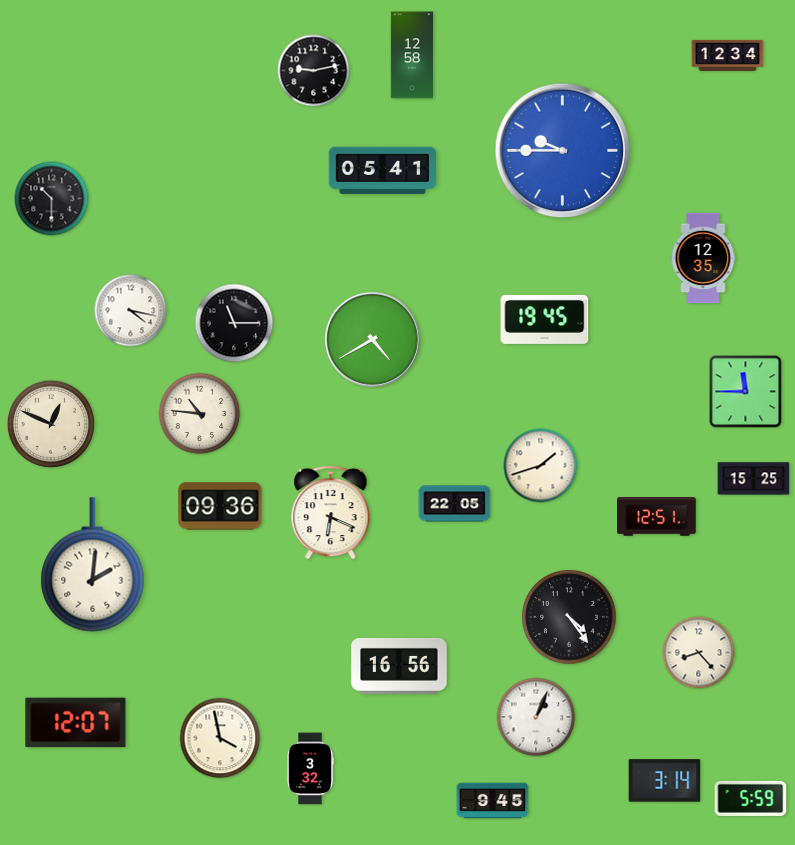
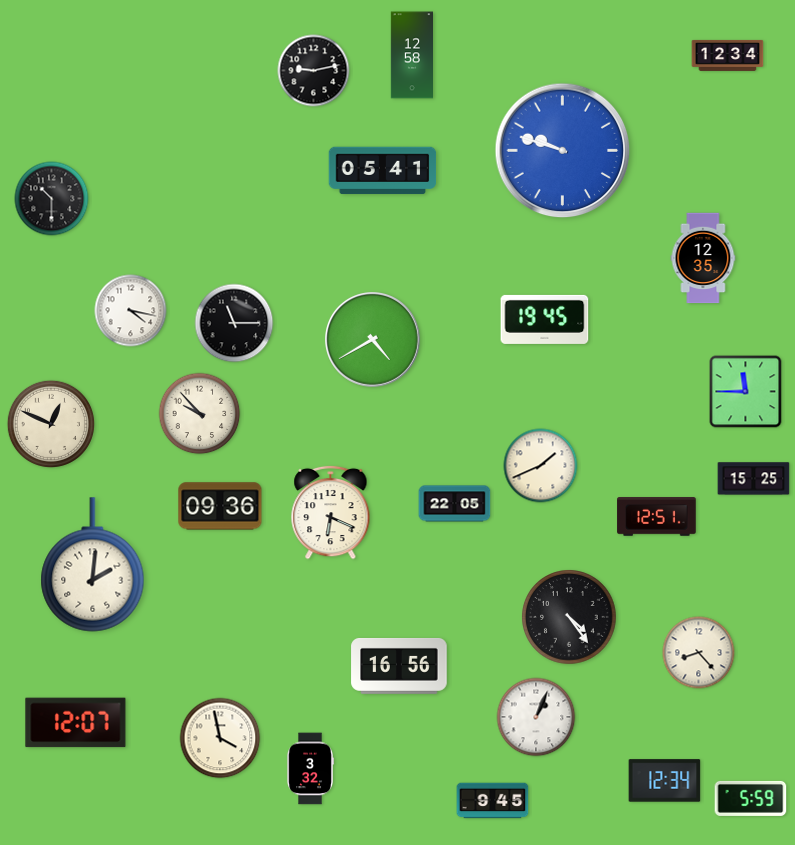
clock at (563, 151): 9:45 -> 9:48
clock at (200, 414): 10:46 -> 9:53
clock at (541, 466): 1:42 -> 1:41
clock at (665, 781): 3:14 -> 12:34
